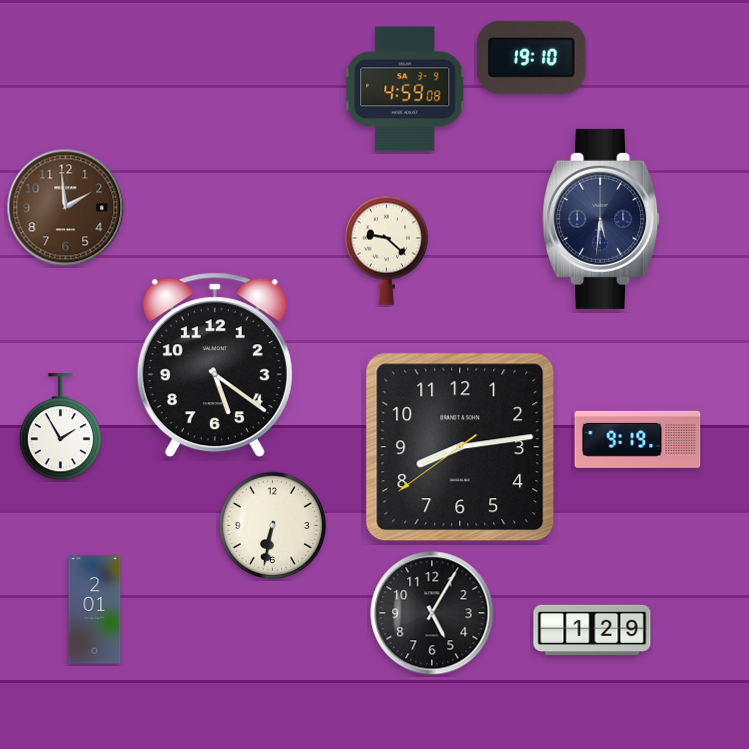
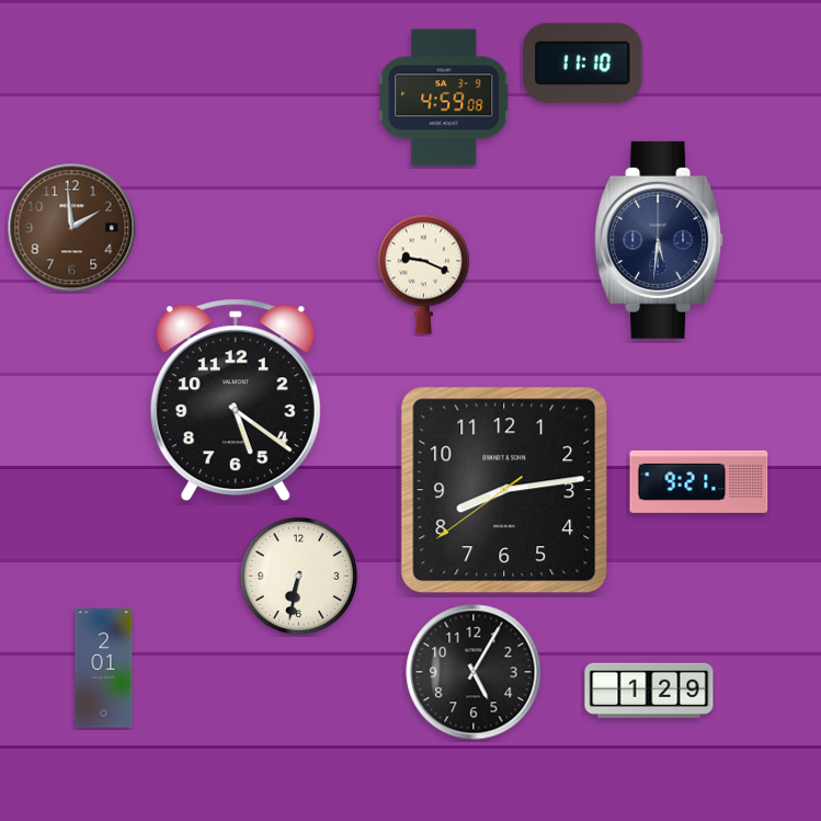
clock at (532, 57): 19:10 -> 11:10
clock at (386, 250): 9:22 -> 9:19
clock at (60, 427): 1:55 -> none
clock at (638, 439): 9:19 -> 9:21
